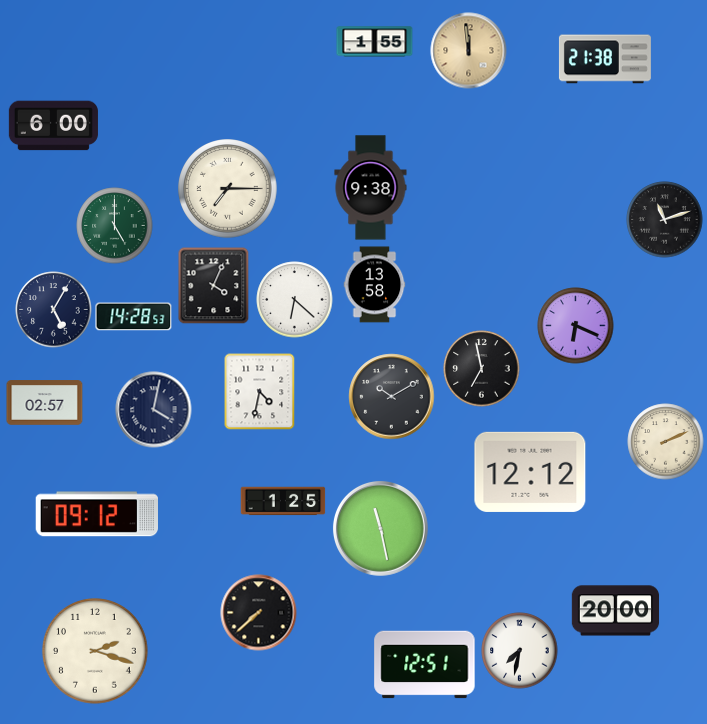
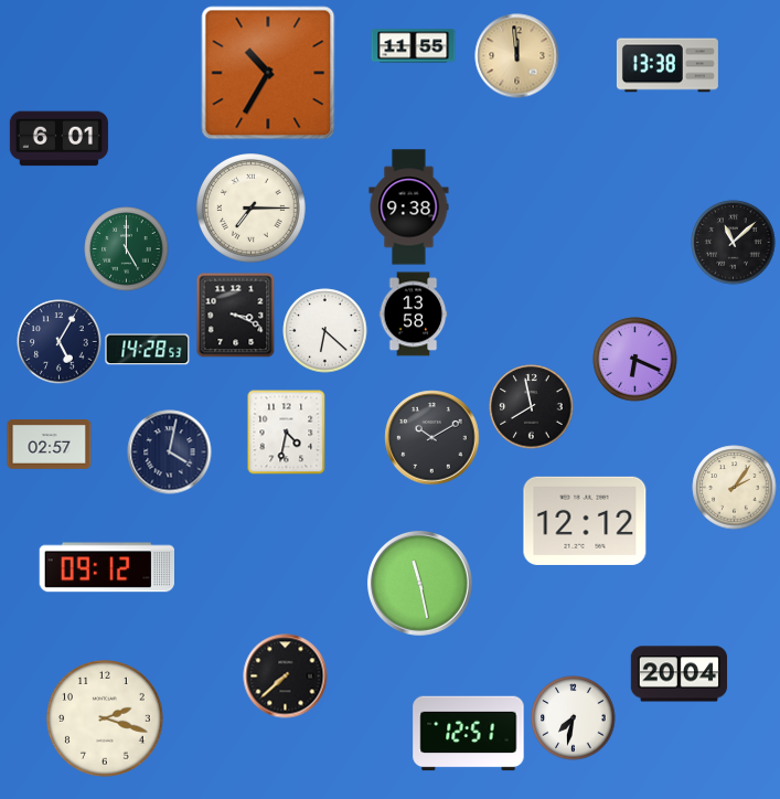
clock at (375, 42): 1:55 -> 11:55
clock at (605, 59): 21:38 -> 13:38
clock at (268, 73): none -> 10:35
clock at (53, 126): 6:00 -> 6:01
clock at (665, 220): 11:12 -> 11:08
clock at (214, 285): 4:04 -> 3:19
clock at (482, 369): 6:58 -> 7:58
clock at (666, 442): 2:11 -> 2:06
clock at (283, 501): 1:25 -> none
clock at (616, 611): 20:00 -> 20:04
